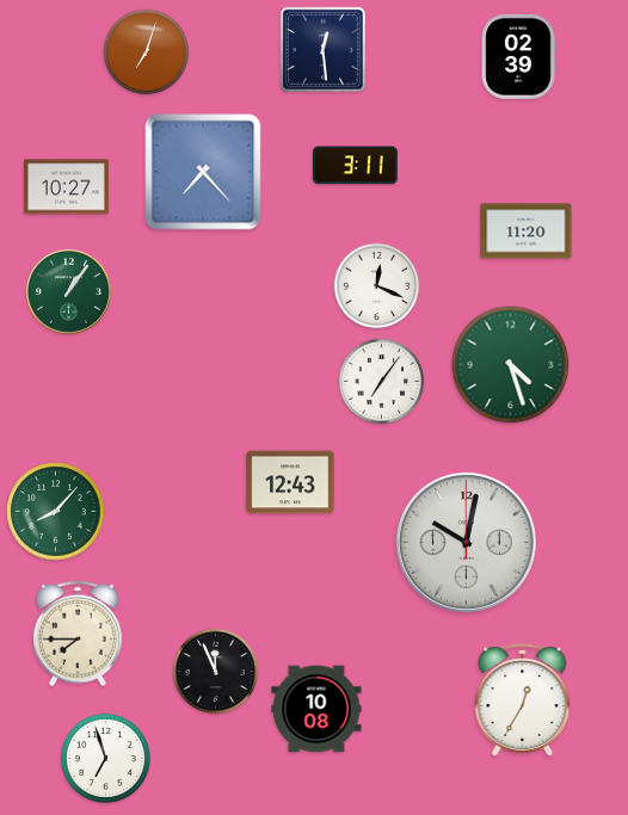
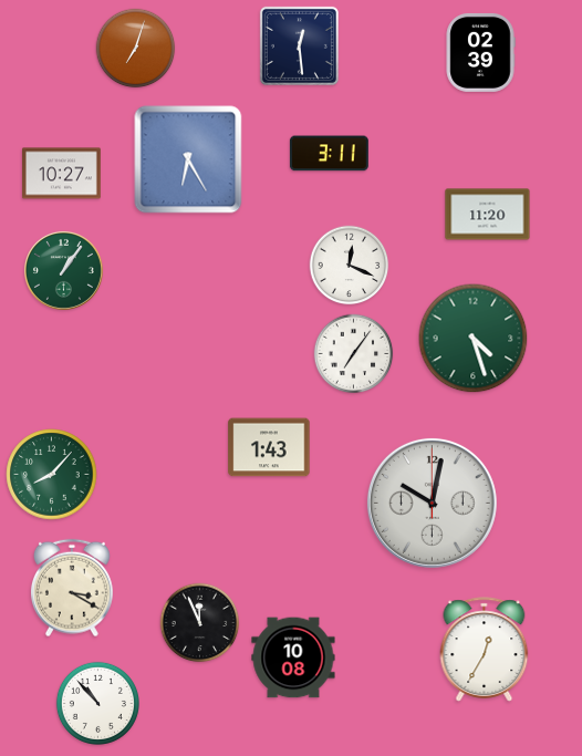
clock at (203, 172): 7:23 -> 6:25
clock at (290, 482): 12:43 -> 1:43
clock at (78, 634): 7:45 -> 3:20
clock at (105, 758): 6:57 -> 10:53
